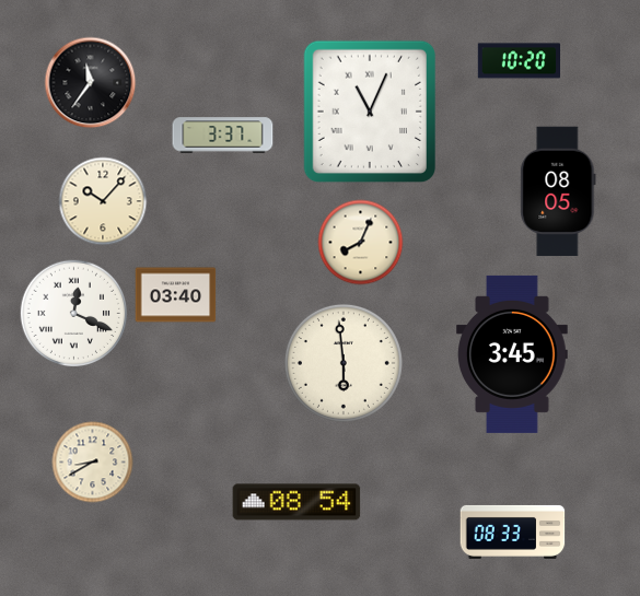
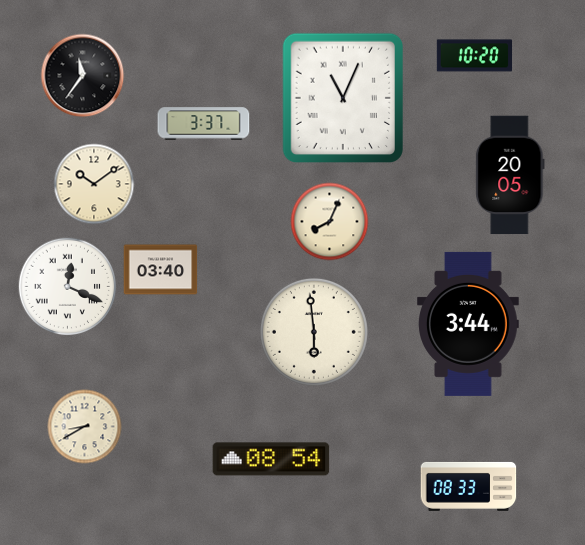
clock at (369, 110) position: (369, 110) -> (342, 97)
clock at (558, 191): 08:05 -> 20:05
clock at (103, 201): 10:07 -> 10:09
clock at (513, 354): 3:45 -> 3:44
clock at (93, 463) position: (93, 463) -> (85, 427)
